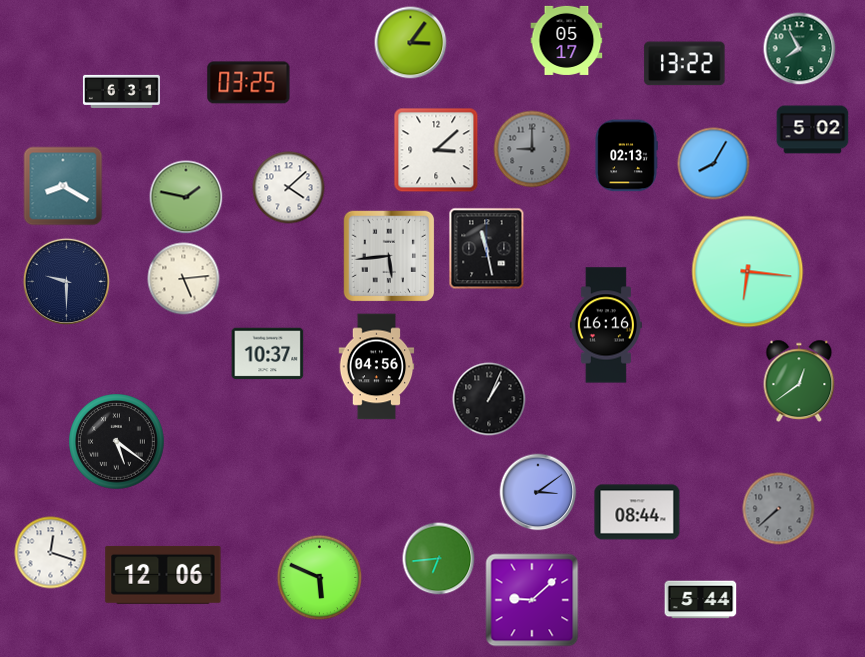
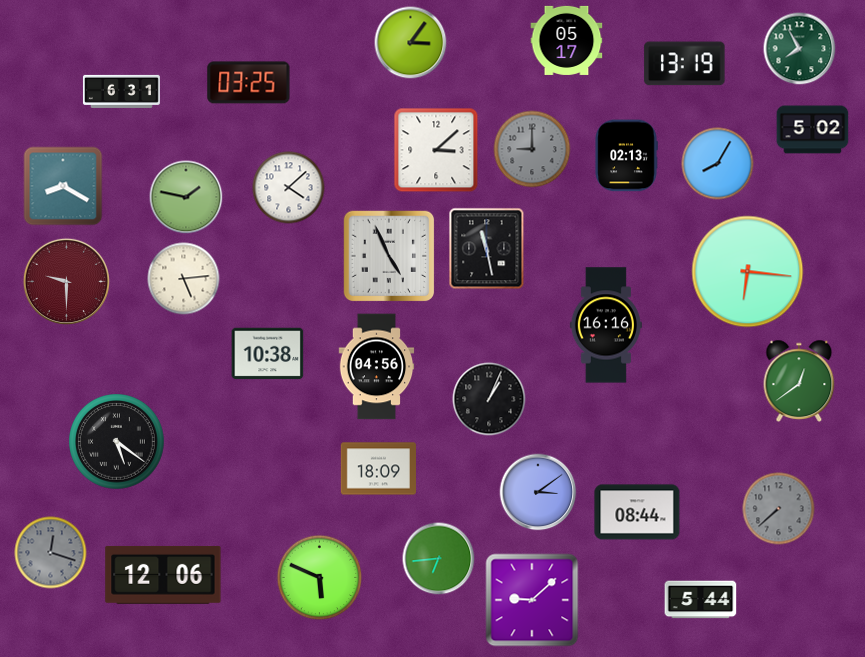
clock at (685, 64): 13:22 -> 13:19
clock at (714, 164) position: (714, 164) -> (718, 164)
clock at (389, 256): 5:44 -> 4:56
clock at (66, 281) dial: navy -> burgundy
clock at (268, 354): 10:37 -> 10:38
clock at (378, 469): none -> 18:09
clock at (51, 553) dial: white -> grey
